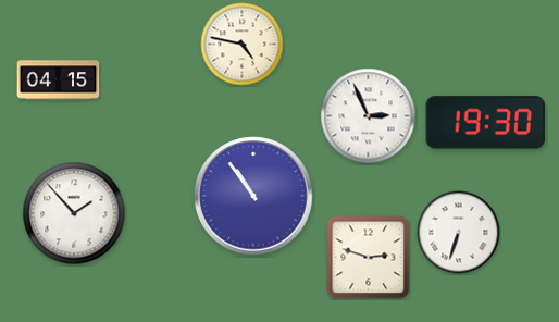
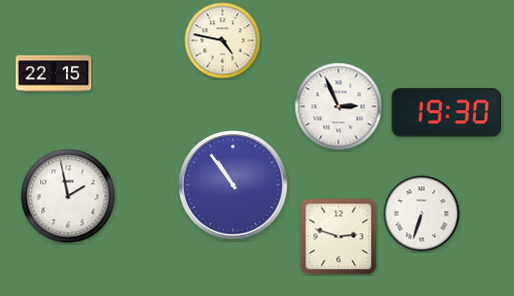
clock at (59, 81): 04:15 -> 22:15
clock at (253, 196) position: (253, 196) -> (233, 185)
clock at (74, 213): 1:53 -> 1:58
